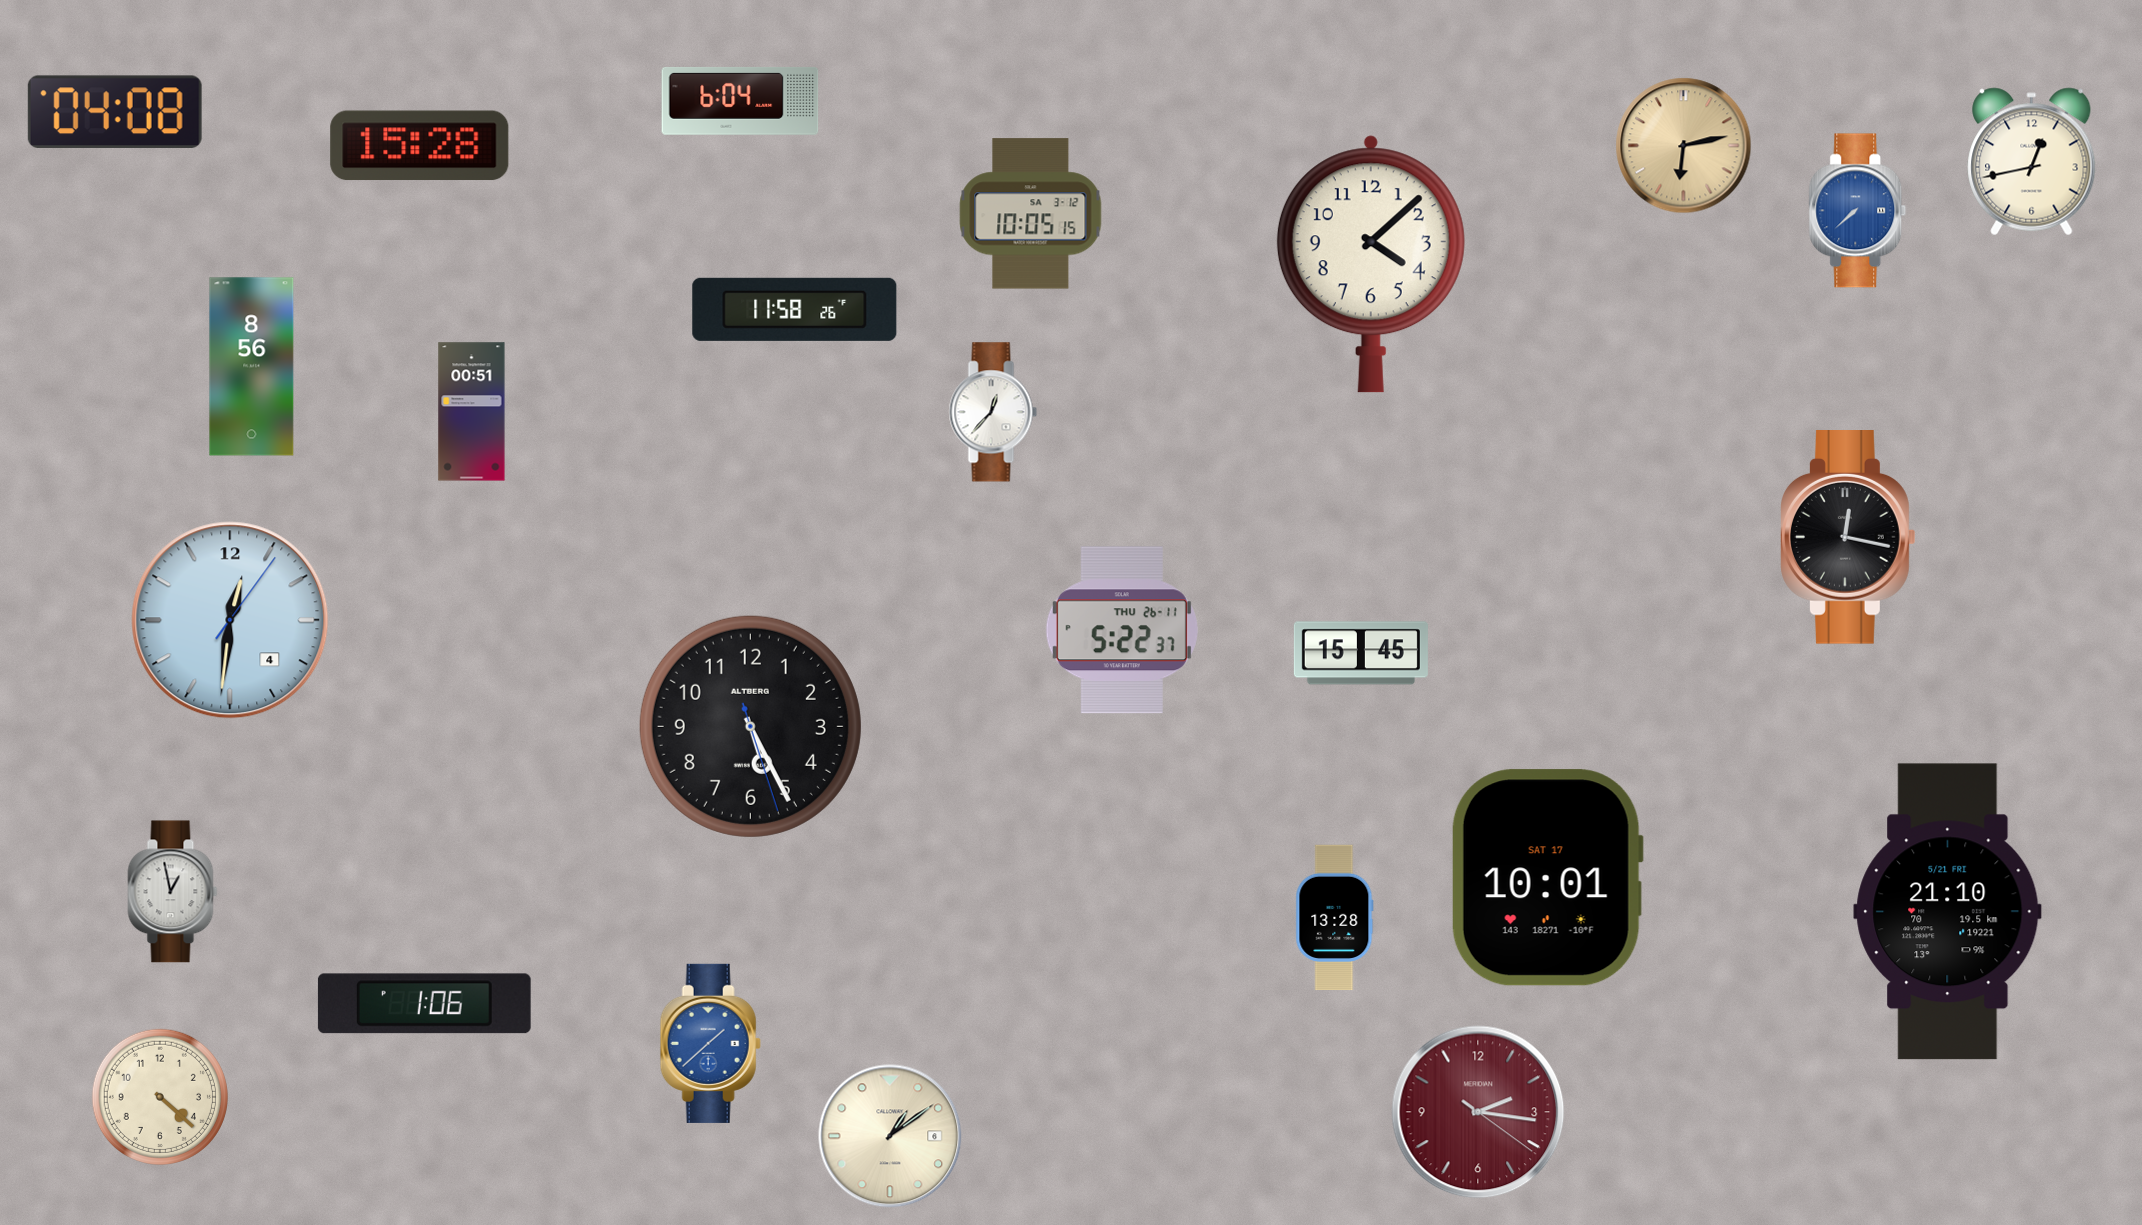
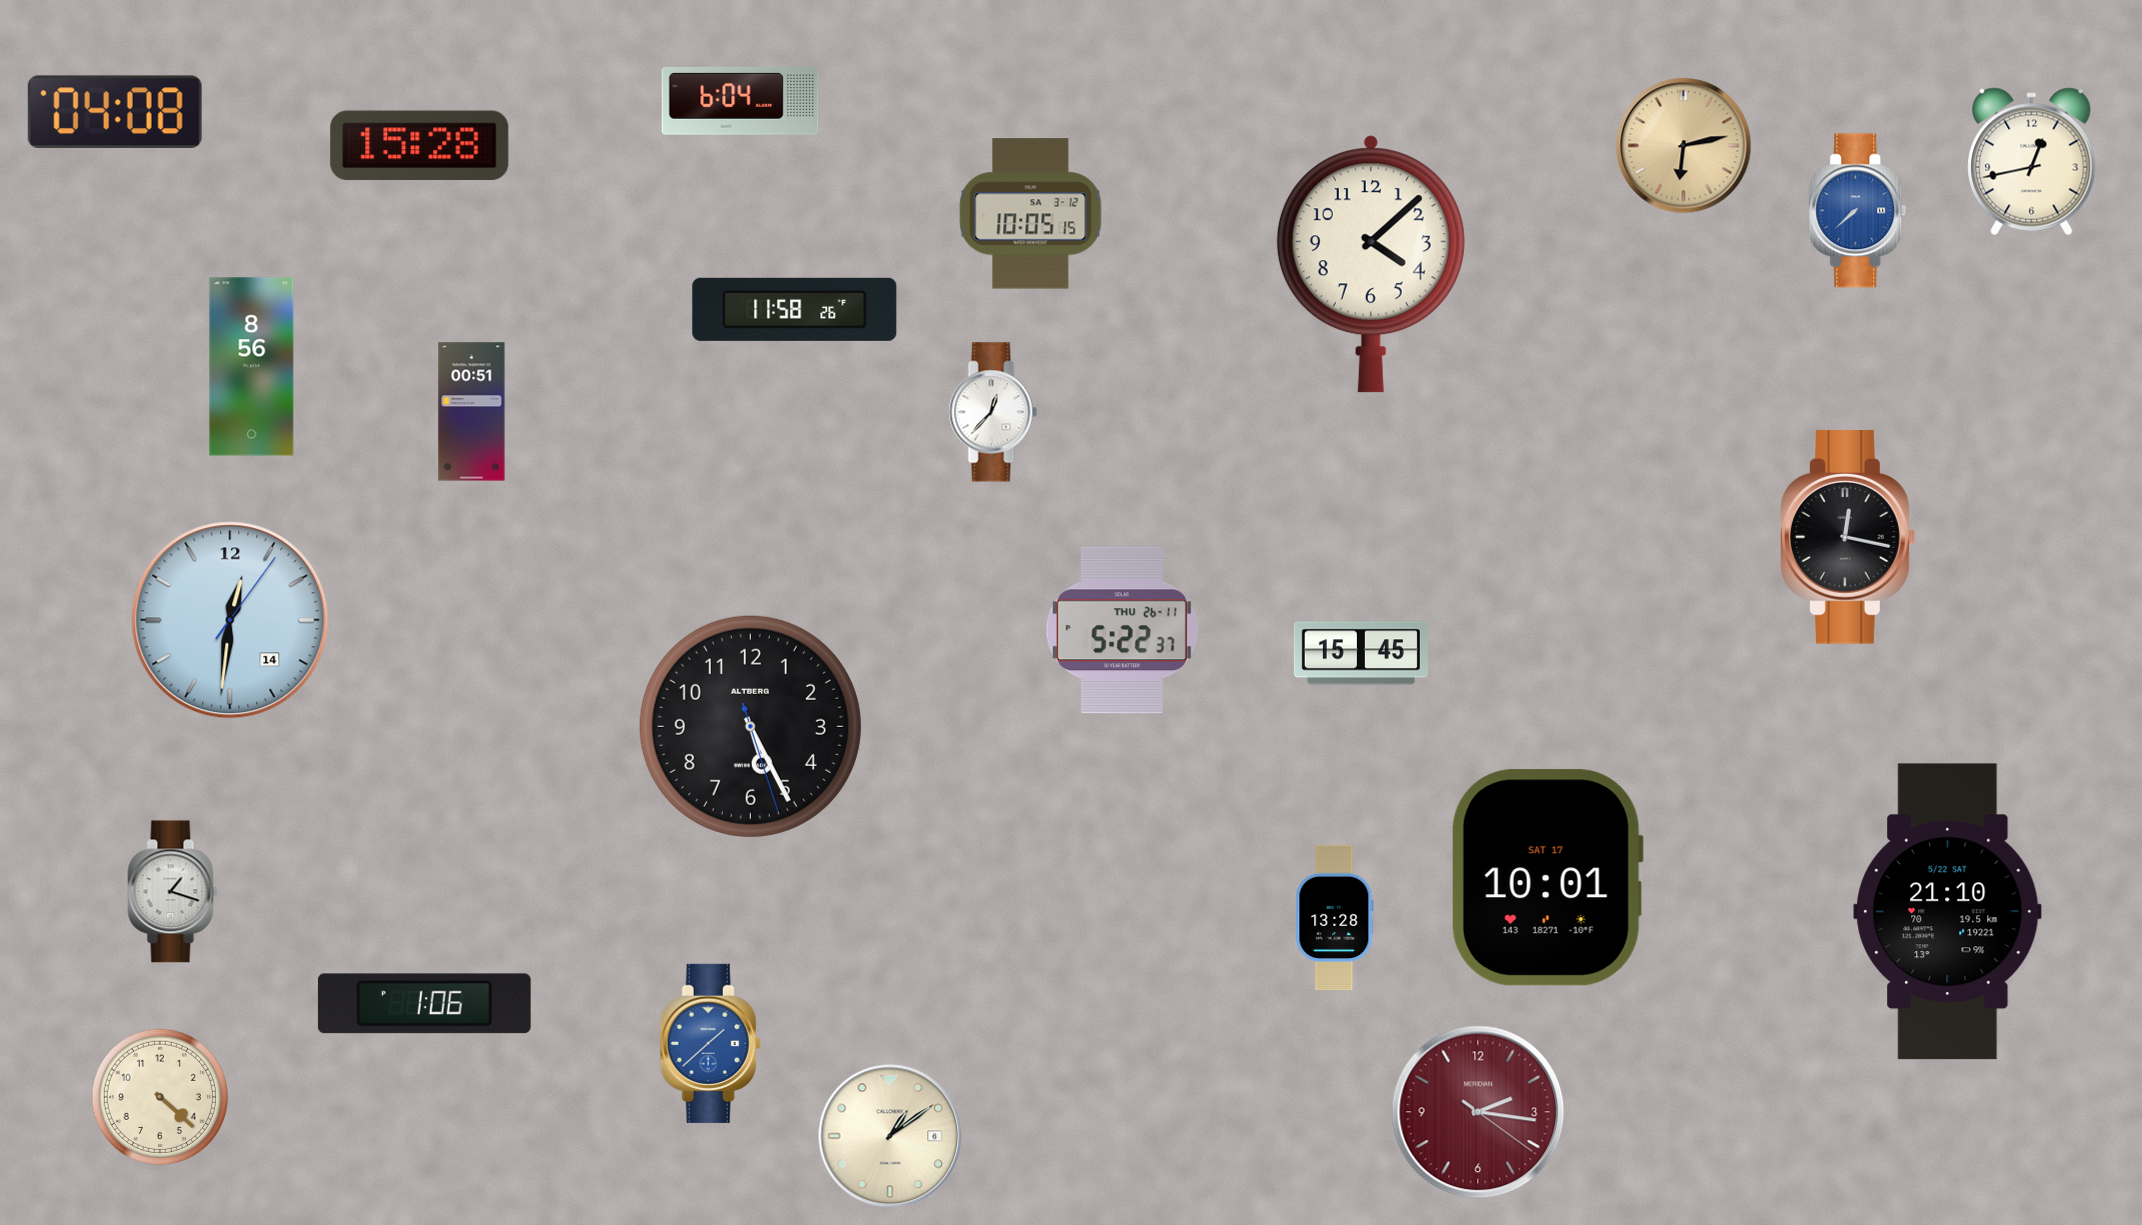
clock at (230, 620) date: 4 -> 14
clock at (173, 892): 12:58 -> 1:18
clock at (1948, 912) date: 5/21 FRI -> 5/22 SAT
